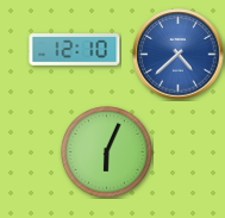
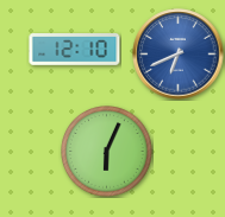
clock at (179, 55): 4:38 -> 6:41
